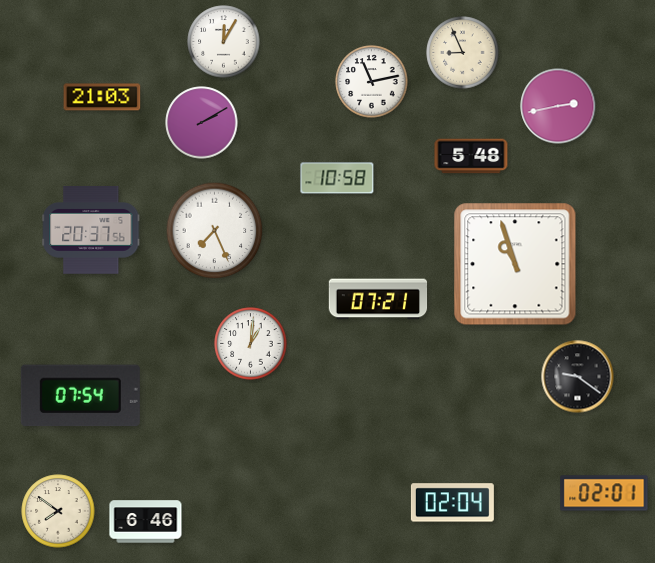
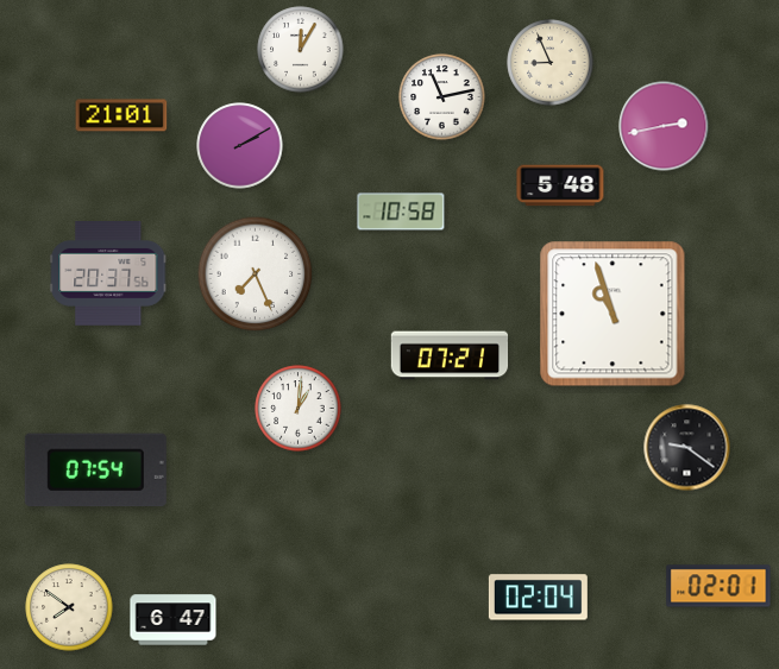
clock at (224, 42) position: (224, 42) -> (301, 50)
clock at (102, 97): 21:03 -> 21:01
clock at (146, 522): 6:46 -> 6:47
